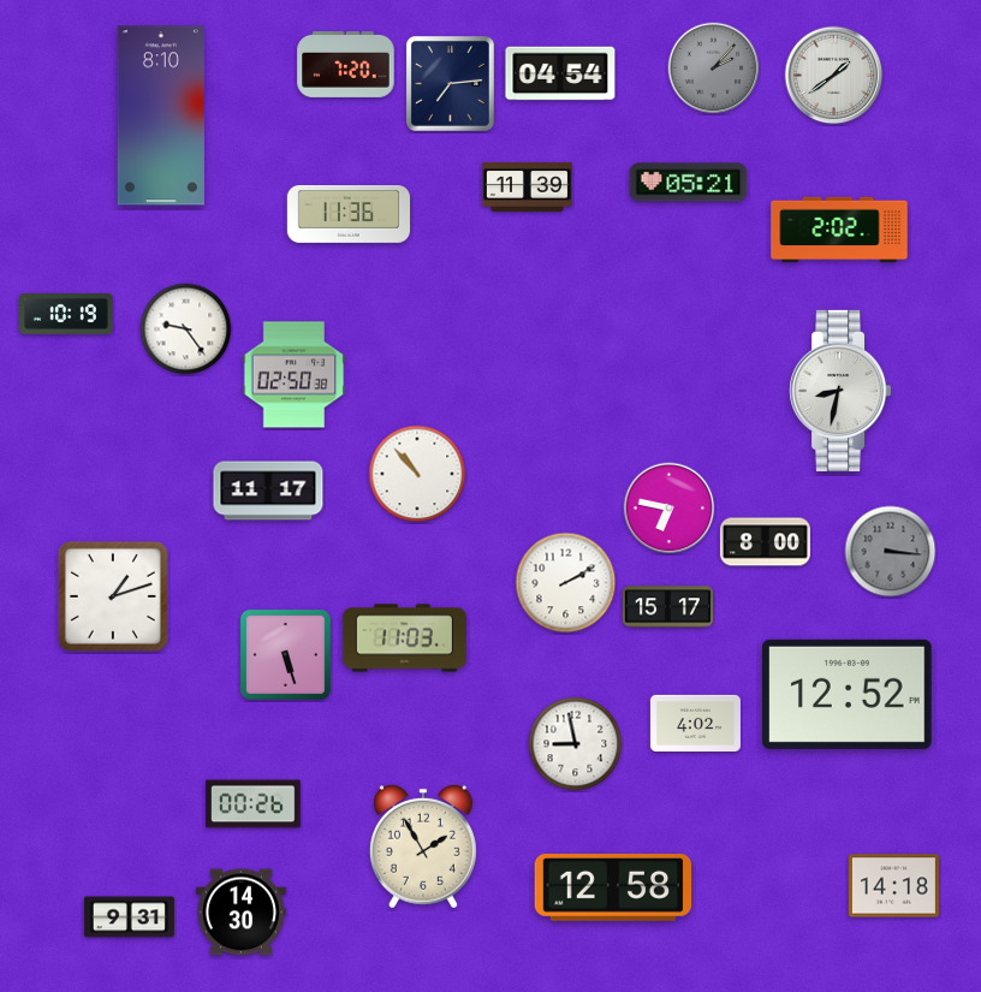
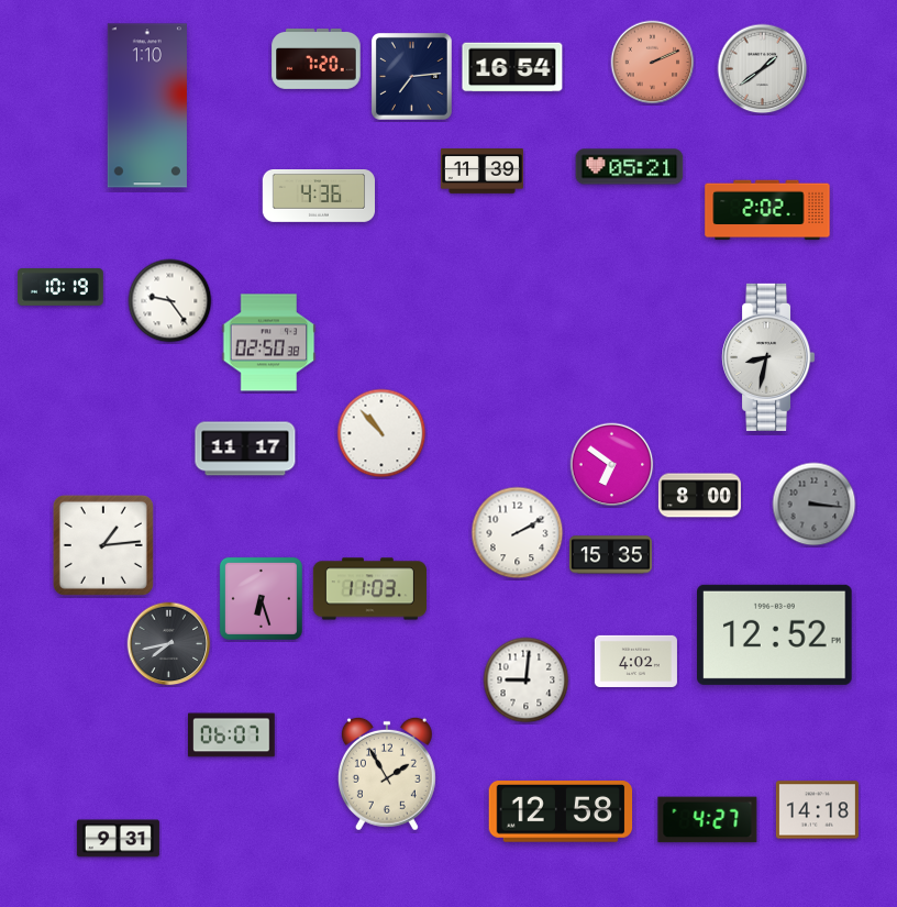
clock at (714, 69): 2:07 -> 2:11
clock at (714, 69) dial: grey -> salmon
clock at (560, 73): 04:54 -> 16:54
clock at (161, 115): 8:10 -> 1:10
clock at (347, 215): 11:36 -> 4:36
clock at (670, 509): 6:47 -> 6:51
clock at (113, 596): 1:12 -> 1:14
clock at (667, 607): 15:17 -> 15:35
clock at (404, 638) position: (404, 638) -> (369, 589)
clock at (285, 654): 5:27 -> 6:27
clock at (169, 644): none -> 7:43
clock at (576, 744): 8:58 -> 9:01
clock at (254, 804): 00:26 -> 06:07
clock at (708, 820): none -> 4:27
clock at (240, 913): 14:30 -> none
